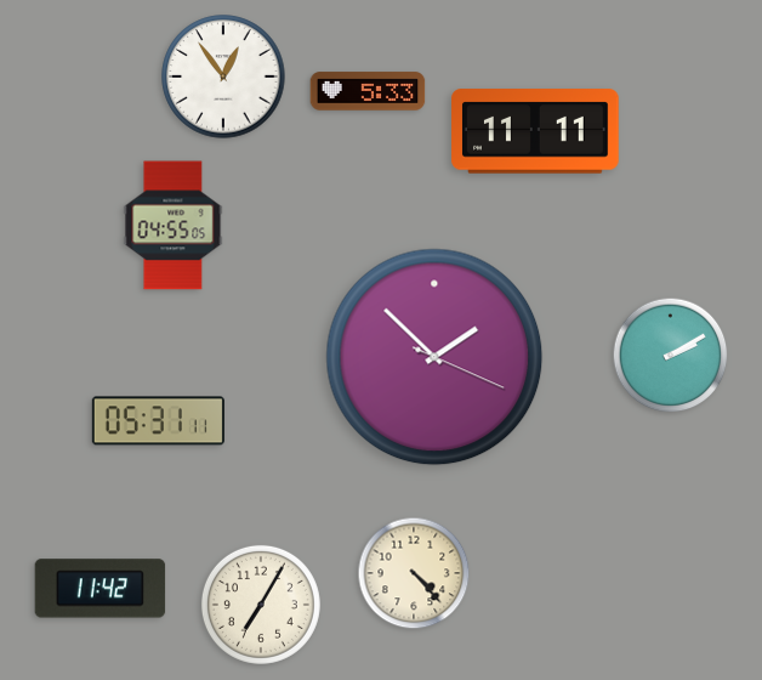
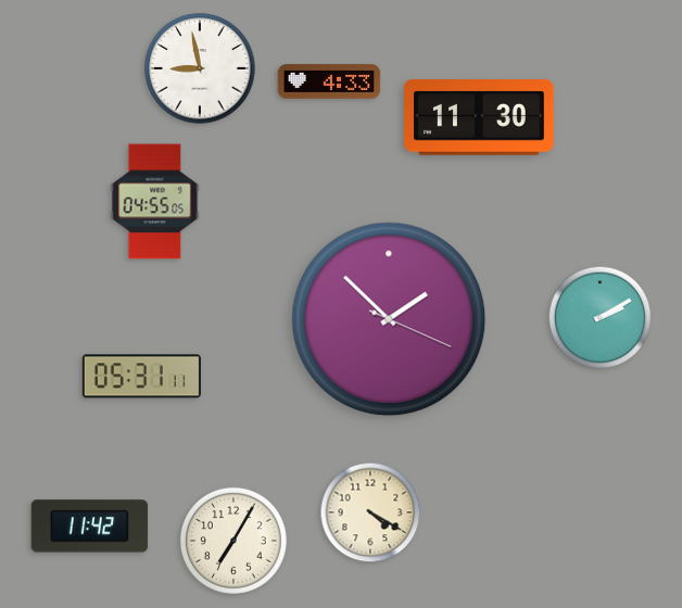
clock at (223, 76): 12:54 -> 8:58
clock at (368, 91): 5:33 -> 4:33
clock at (535, 131): 11:11 -> 11:30
clock at (414, 573): 4:23 -> 4:20
